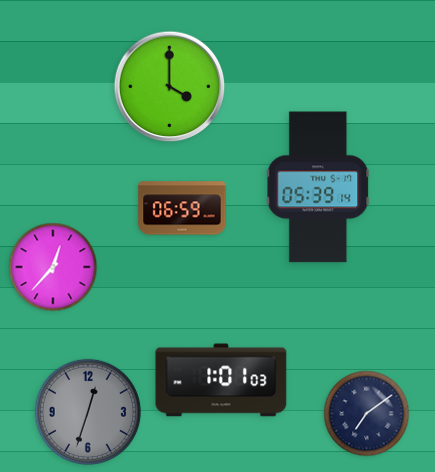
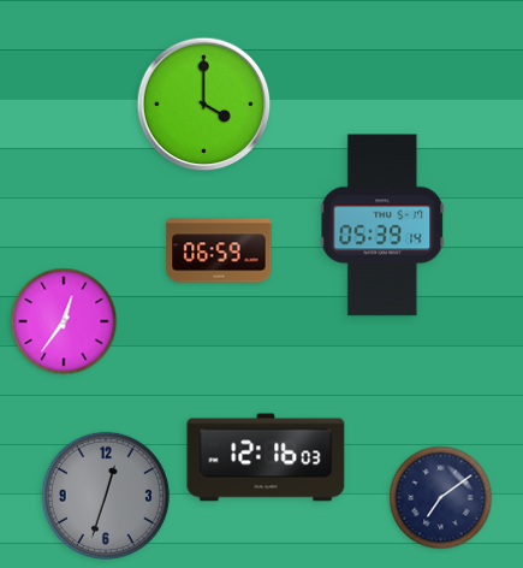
clock at (53, 267): 12:37 -> 12:36
clock at (221, 380): 1:01 -> 12:16
